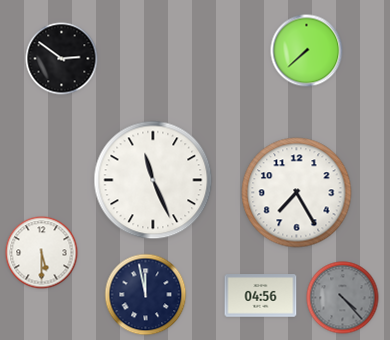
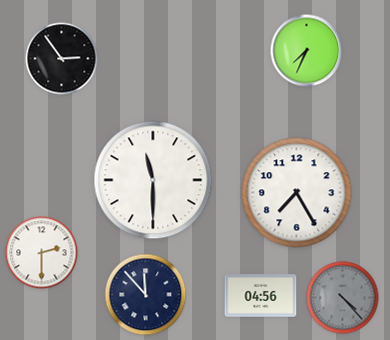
clock at (307, 51): 7:38 -> 7:34
clock at (62, 59): 2:51 -> 2:54
clock at (153, 180): 11:26 -> 11:30
clock at (42, 253): 5:30 -> 2:30
clock at (146, 295): 11:58 -> 11:53
